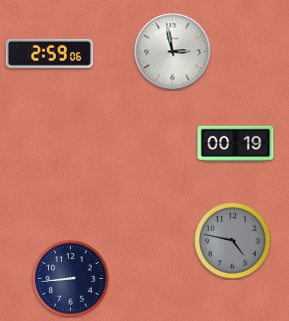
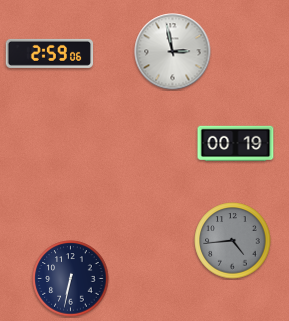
clock at (233, 241): 4:47 -> 4:44
clock at (71, 279): 8:44 -> 6:32
